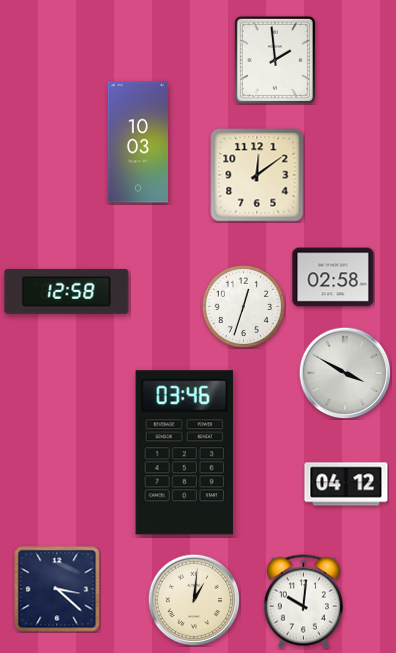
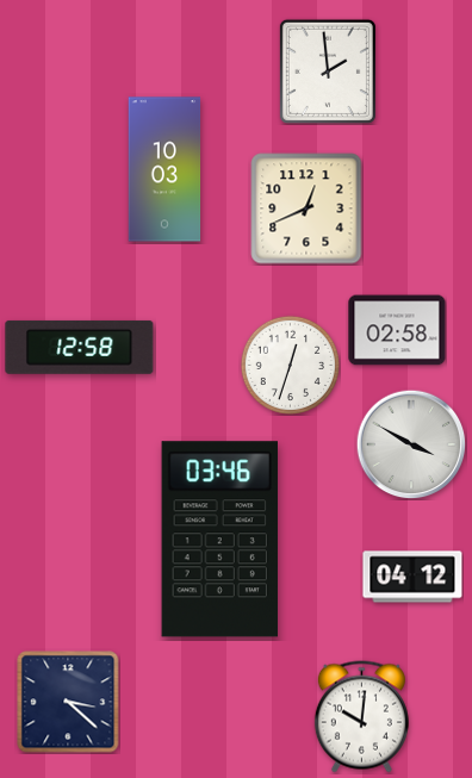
clock at (257, 175): 12:09 -> 12:41
clock at (194, 600): 1:01 -> none
